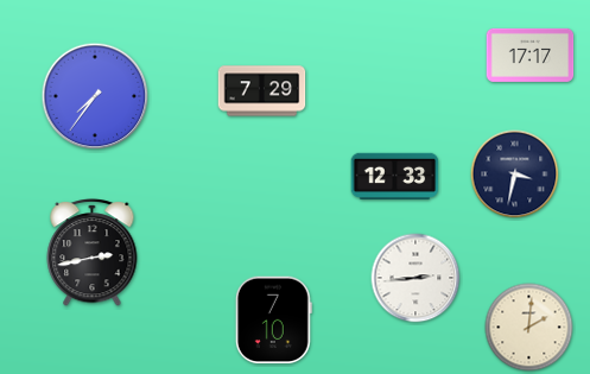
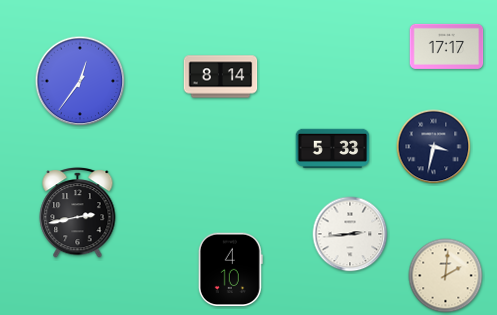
clock at (262, 91): 7:29 -> 8:14
clock at (95, 96): 7:36 -> 12:36
clock at (395, 176): 12:33 -> 5:33
clock at (273, 321): 7:10 -> 4:10
